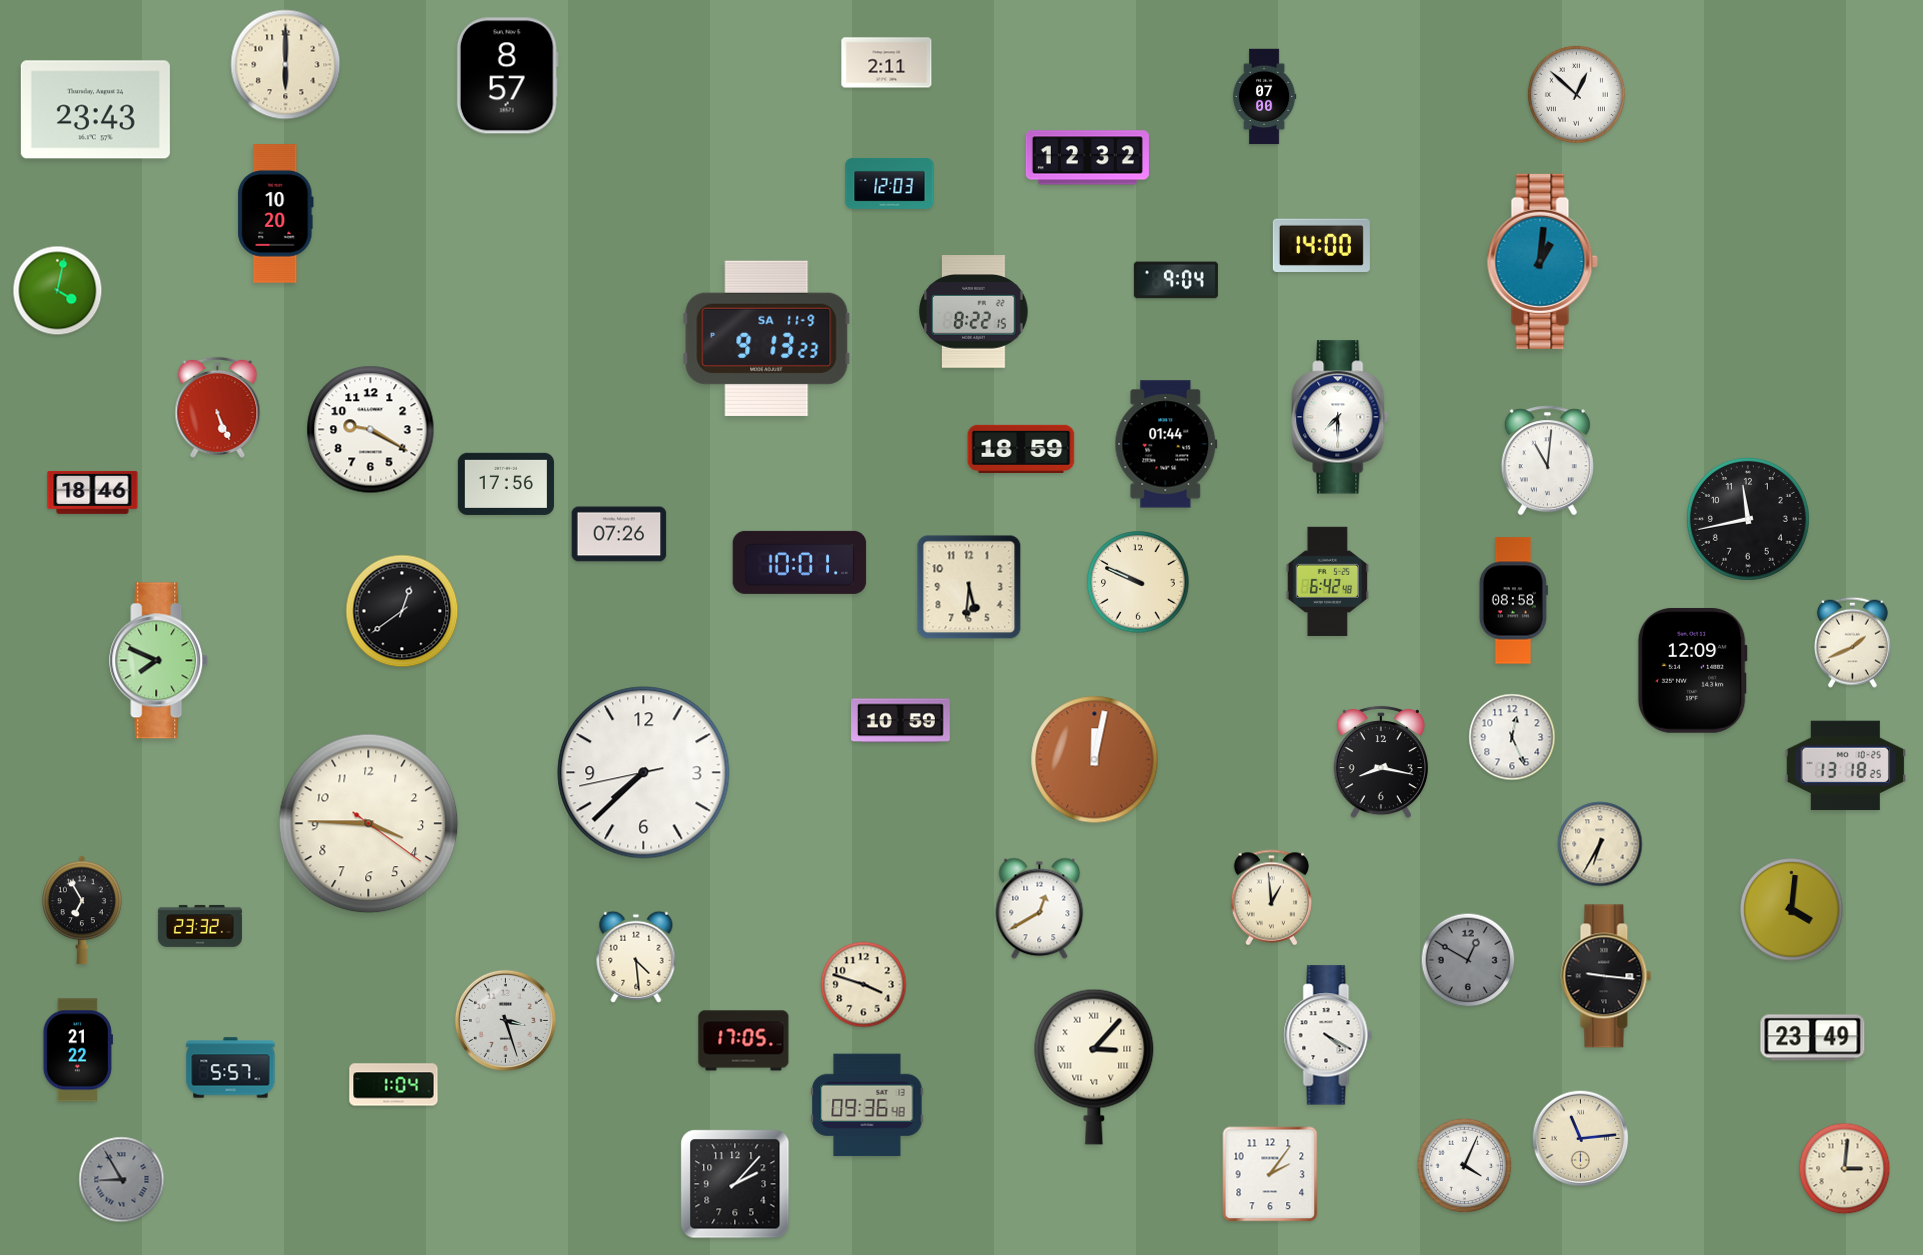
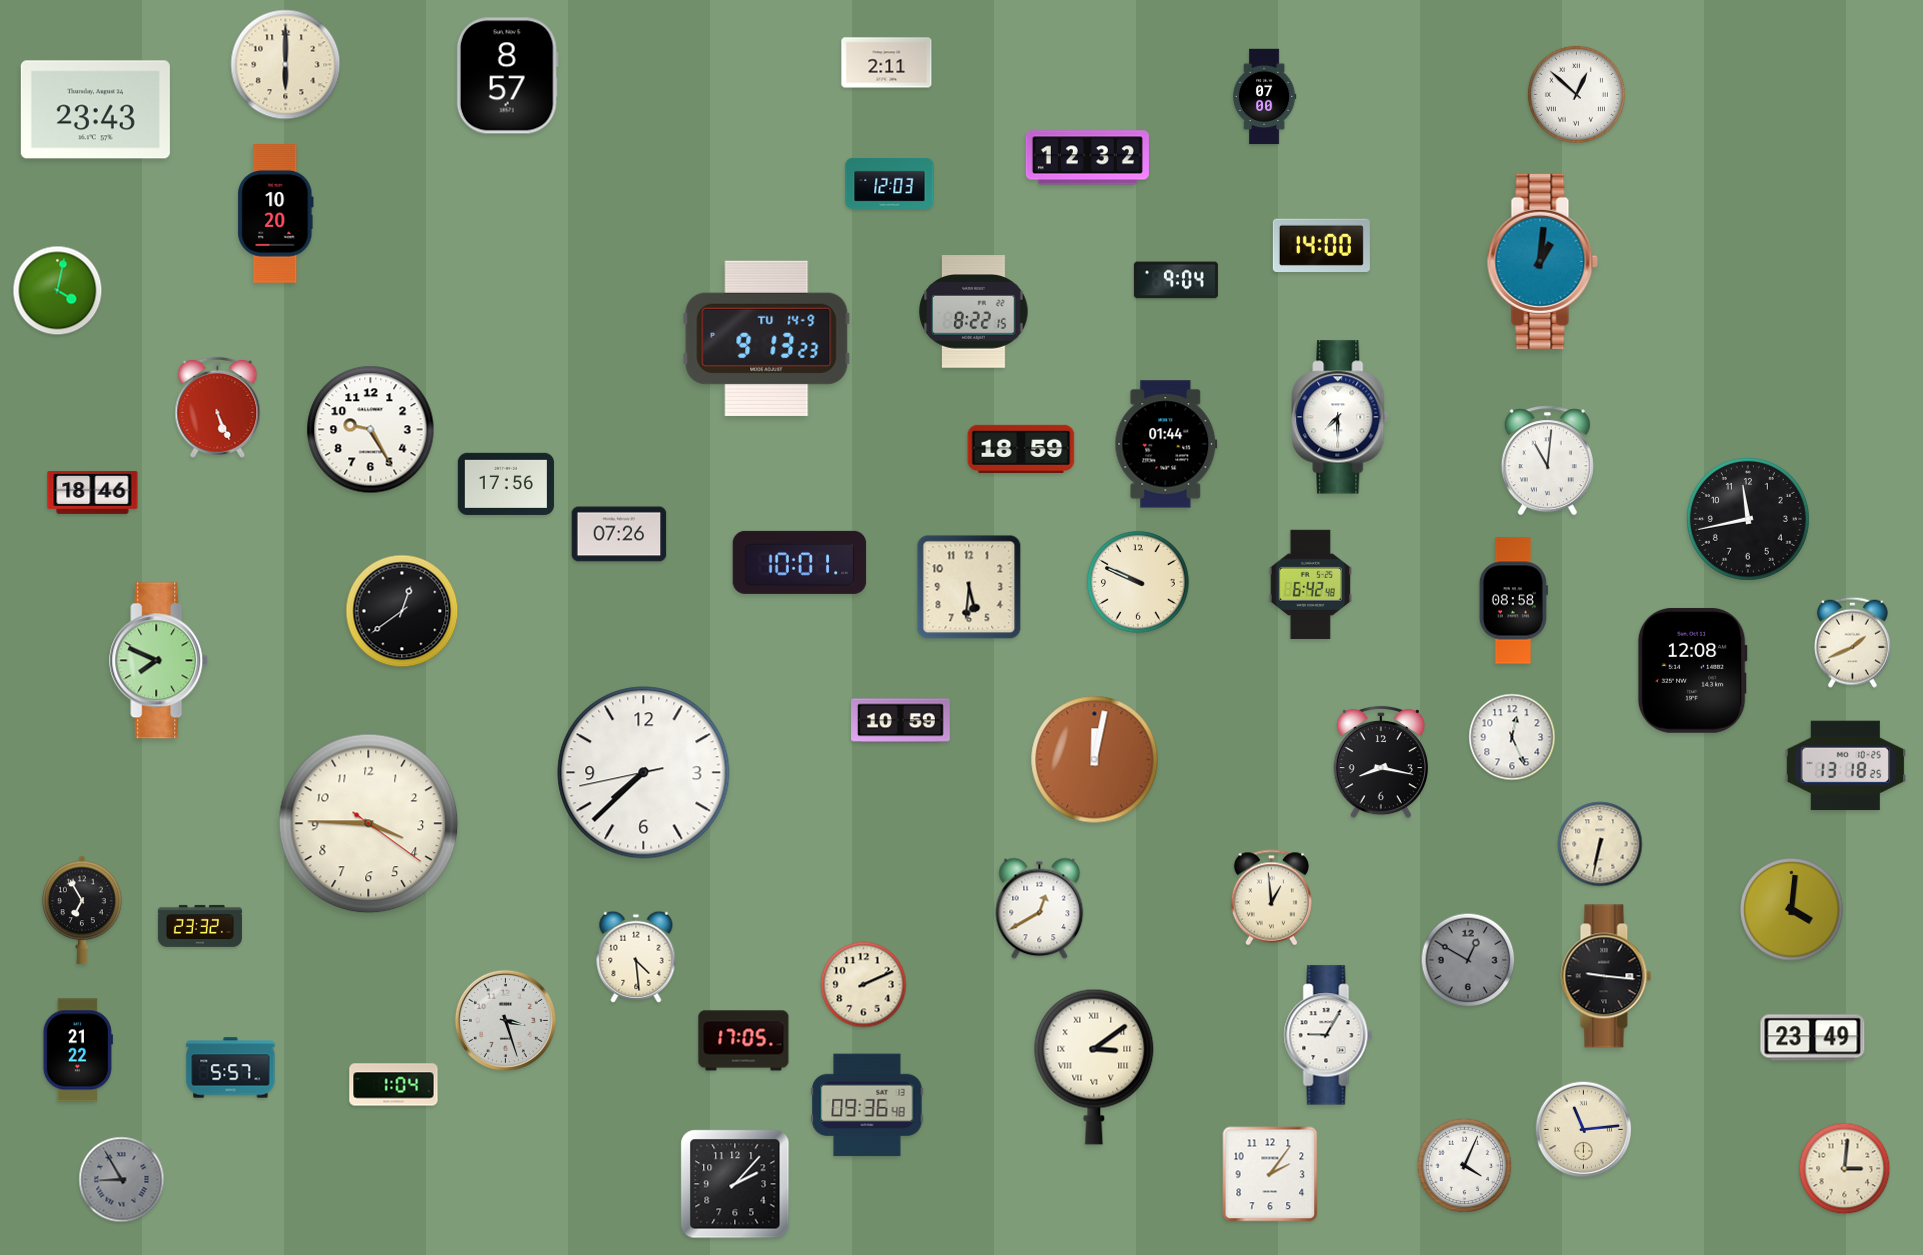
clock at (767, 338) date: SA 11-9 -> TU 14-9
clock at (371, 430): 9:20 -> 9:25
clock at (1328, 581) position: (1328, 581) -> (1311, 584)
clock at (1692, 670): 12:09 -> 12:08
clock at (1600, 844): 6:35 -> 6:32
clock at (864, 985): 3:48 -> 2:11
clock at (1328, 1035): 4:20 -> 9:05
clock at (1094, 1067): 3:07 -> 3:09
clock at (1581, 1139) position: (1581, 1139) -> (1584, 1130)
